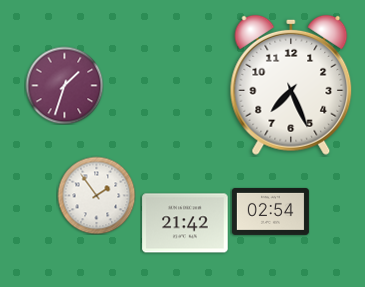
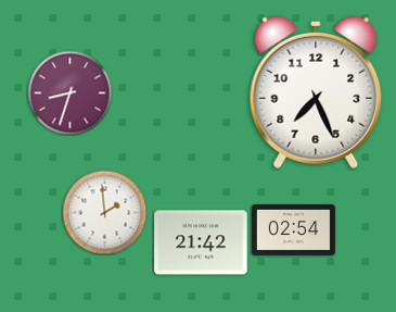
clock at (64, 85): 1:33 -> 8:33
clock at (96, 195): 1:54 -> 1:59
